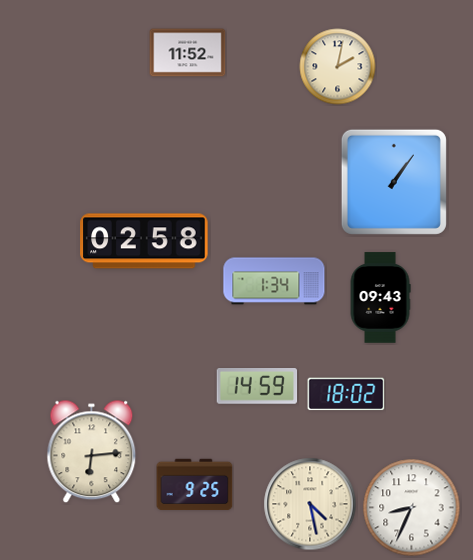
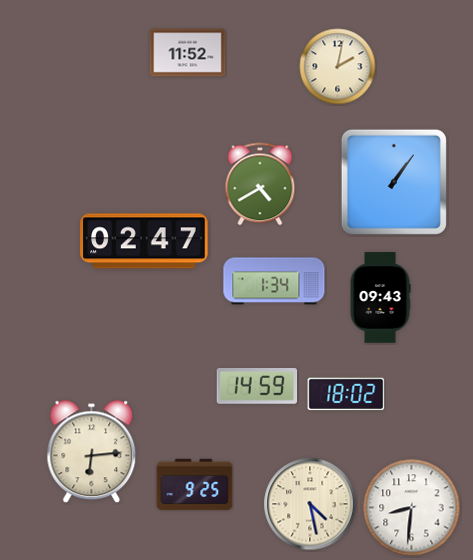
clock at (260, 184): none -> 4:40
clock at (144, 241): 02:58 -> 02:47
clock at (412, 508): 8:34 -> 8:31
